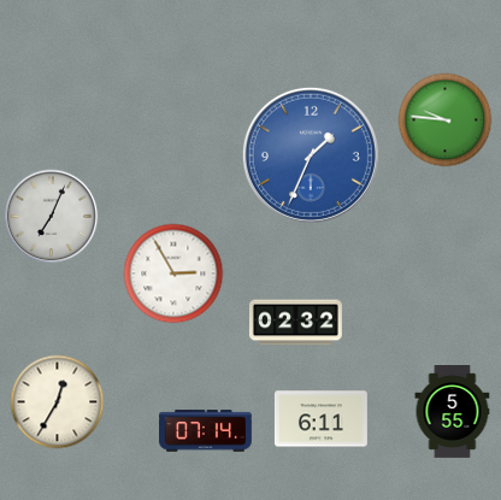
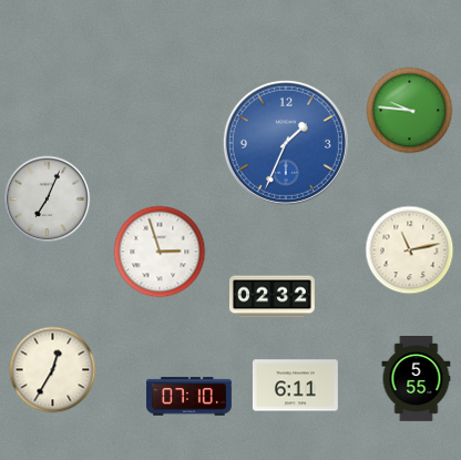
clock at (409, 249): none -> 11:13
clock at (173, 273): 2:55 -> 2:57
clock at (206, 431): 07:14 -> 07:10
